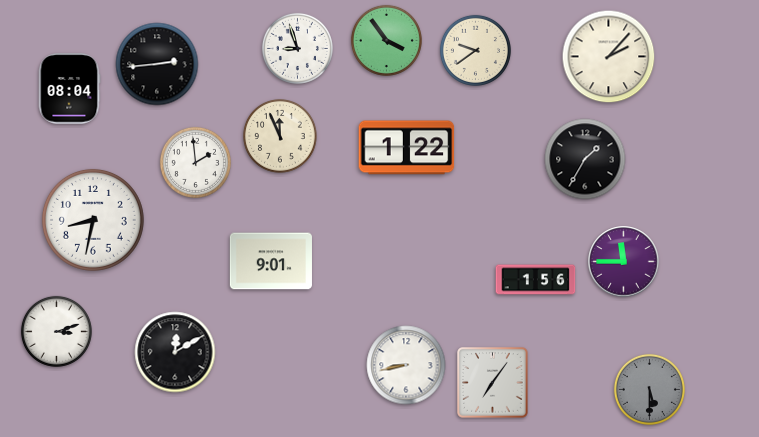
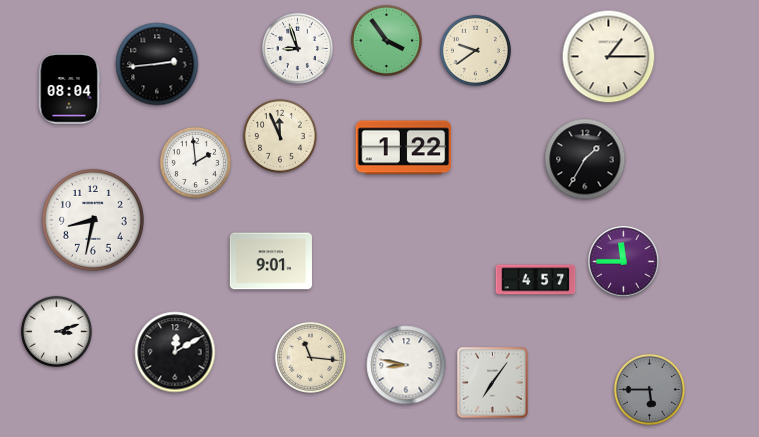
clock at (609, 57): 2:07 -> 1:15
clock at (407, 148) position: (407, 148) -> (404, 148)
clock at (536, 280): 1:56 -> 4:57
clock at (310, 357): none -> 11:16
clock at (406, 365): 8:43 -> 8:47
clock at (649, 389): 5:30 -> 5:45
